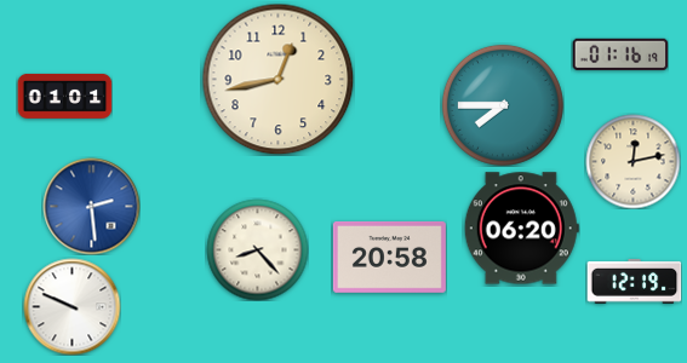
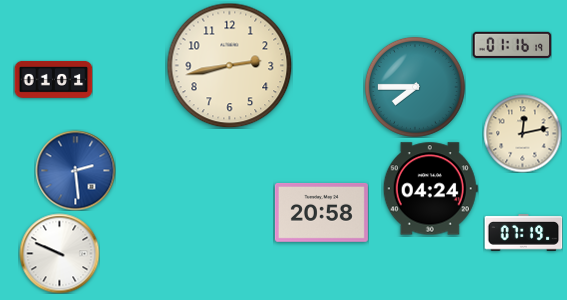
clock at (277, 79): 12:43 -> 2:43
clock at (521, 229): 06:20 -> 04:24
clock at (257, 249): 8:23 -> none
clock at (634, 282): 12:19 -> 07:19
